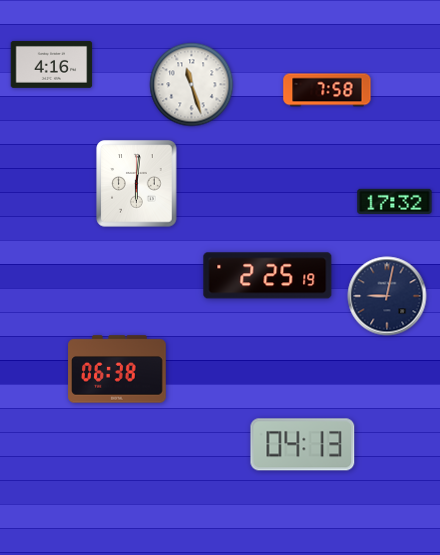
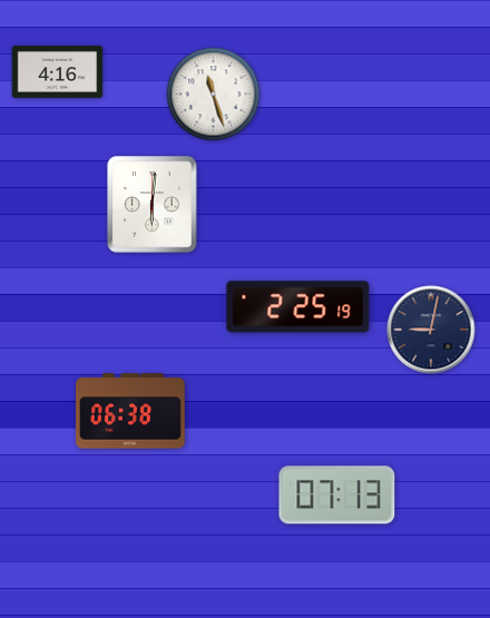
clock at (327, 90): 7:58 -> none
clock at (395, 201): 17:32 -> none
clock at (303, 445): 04:13 -> 07:13
